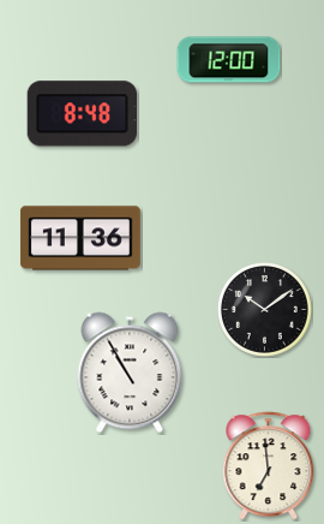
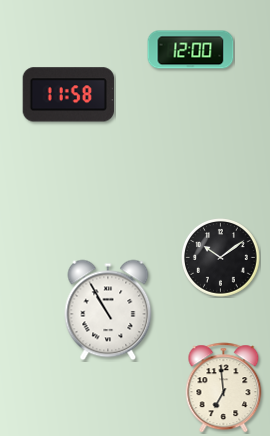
clock at (82, 114): 8:48 -> 11:58
clock at (80, 238): 11:36 -> none
